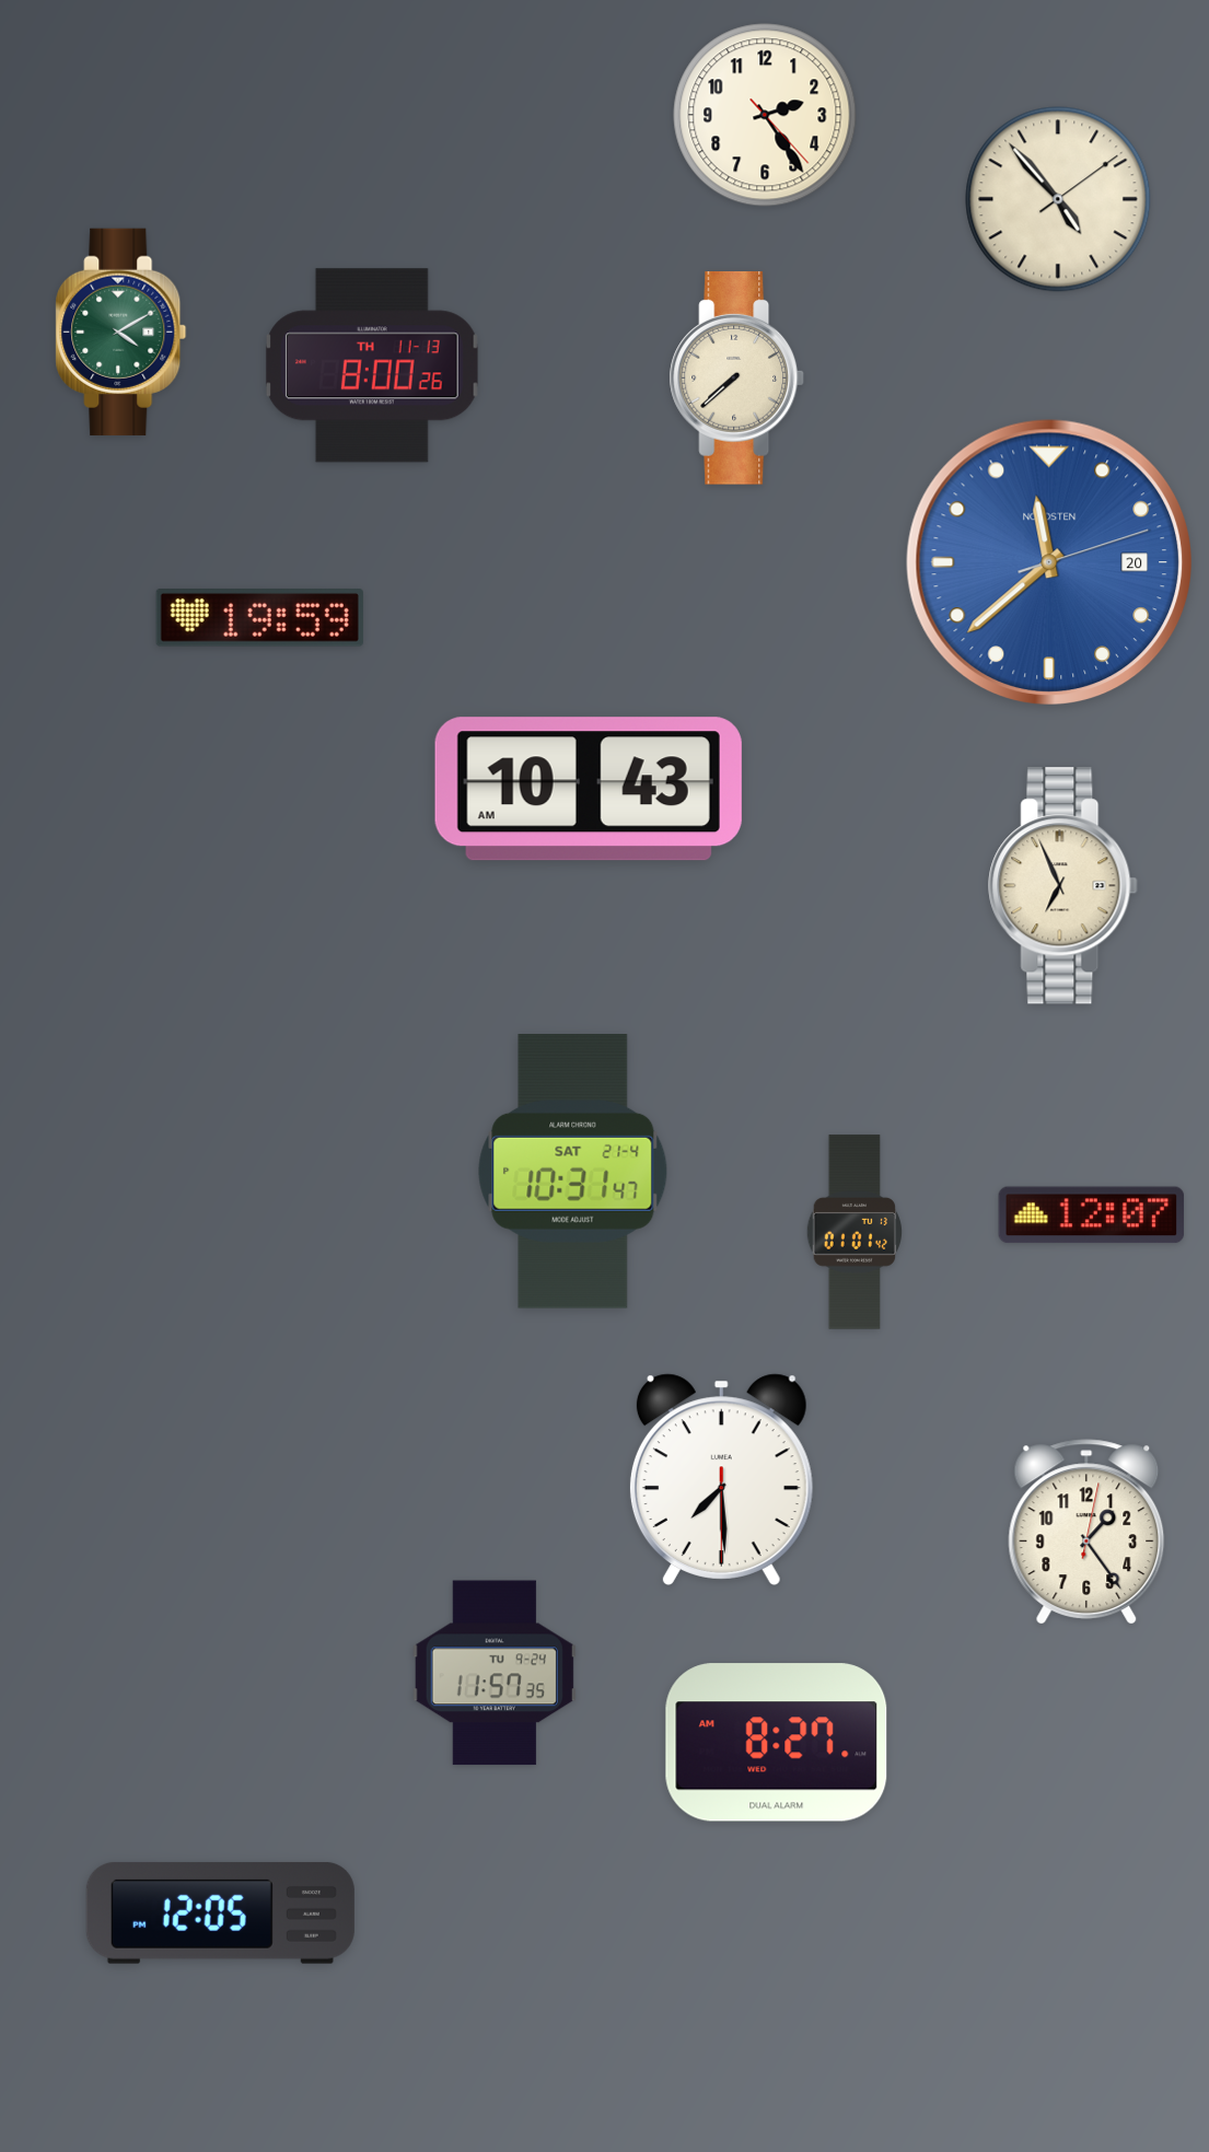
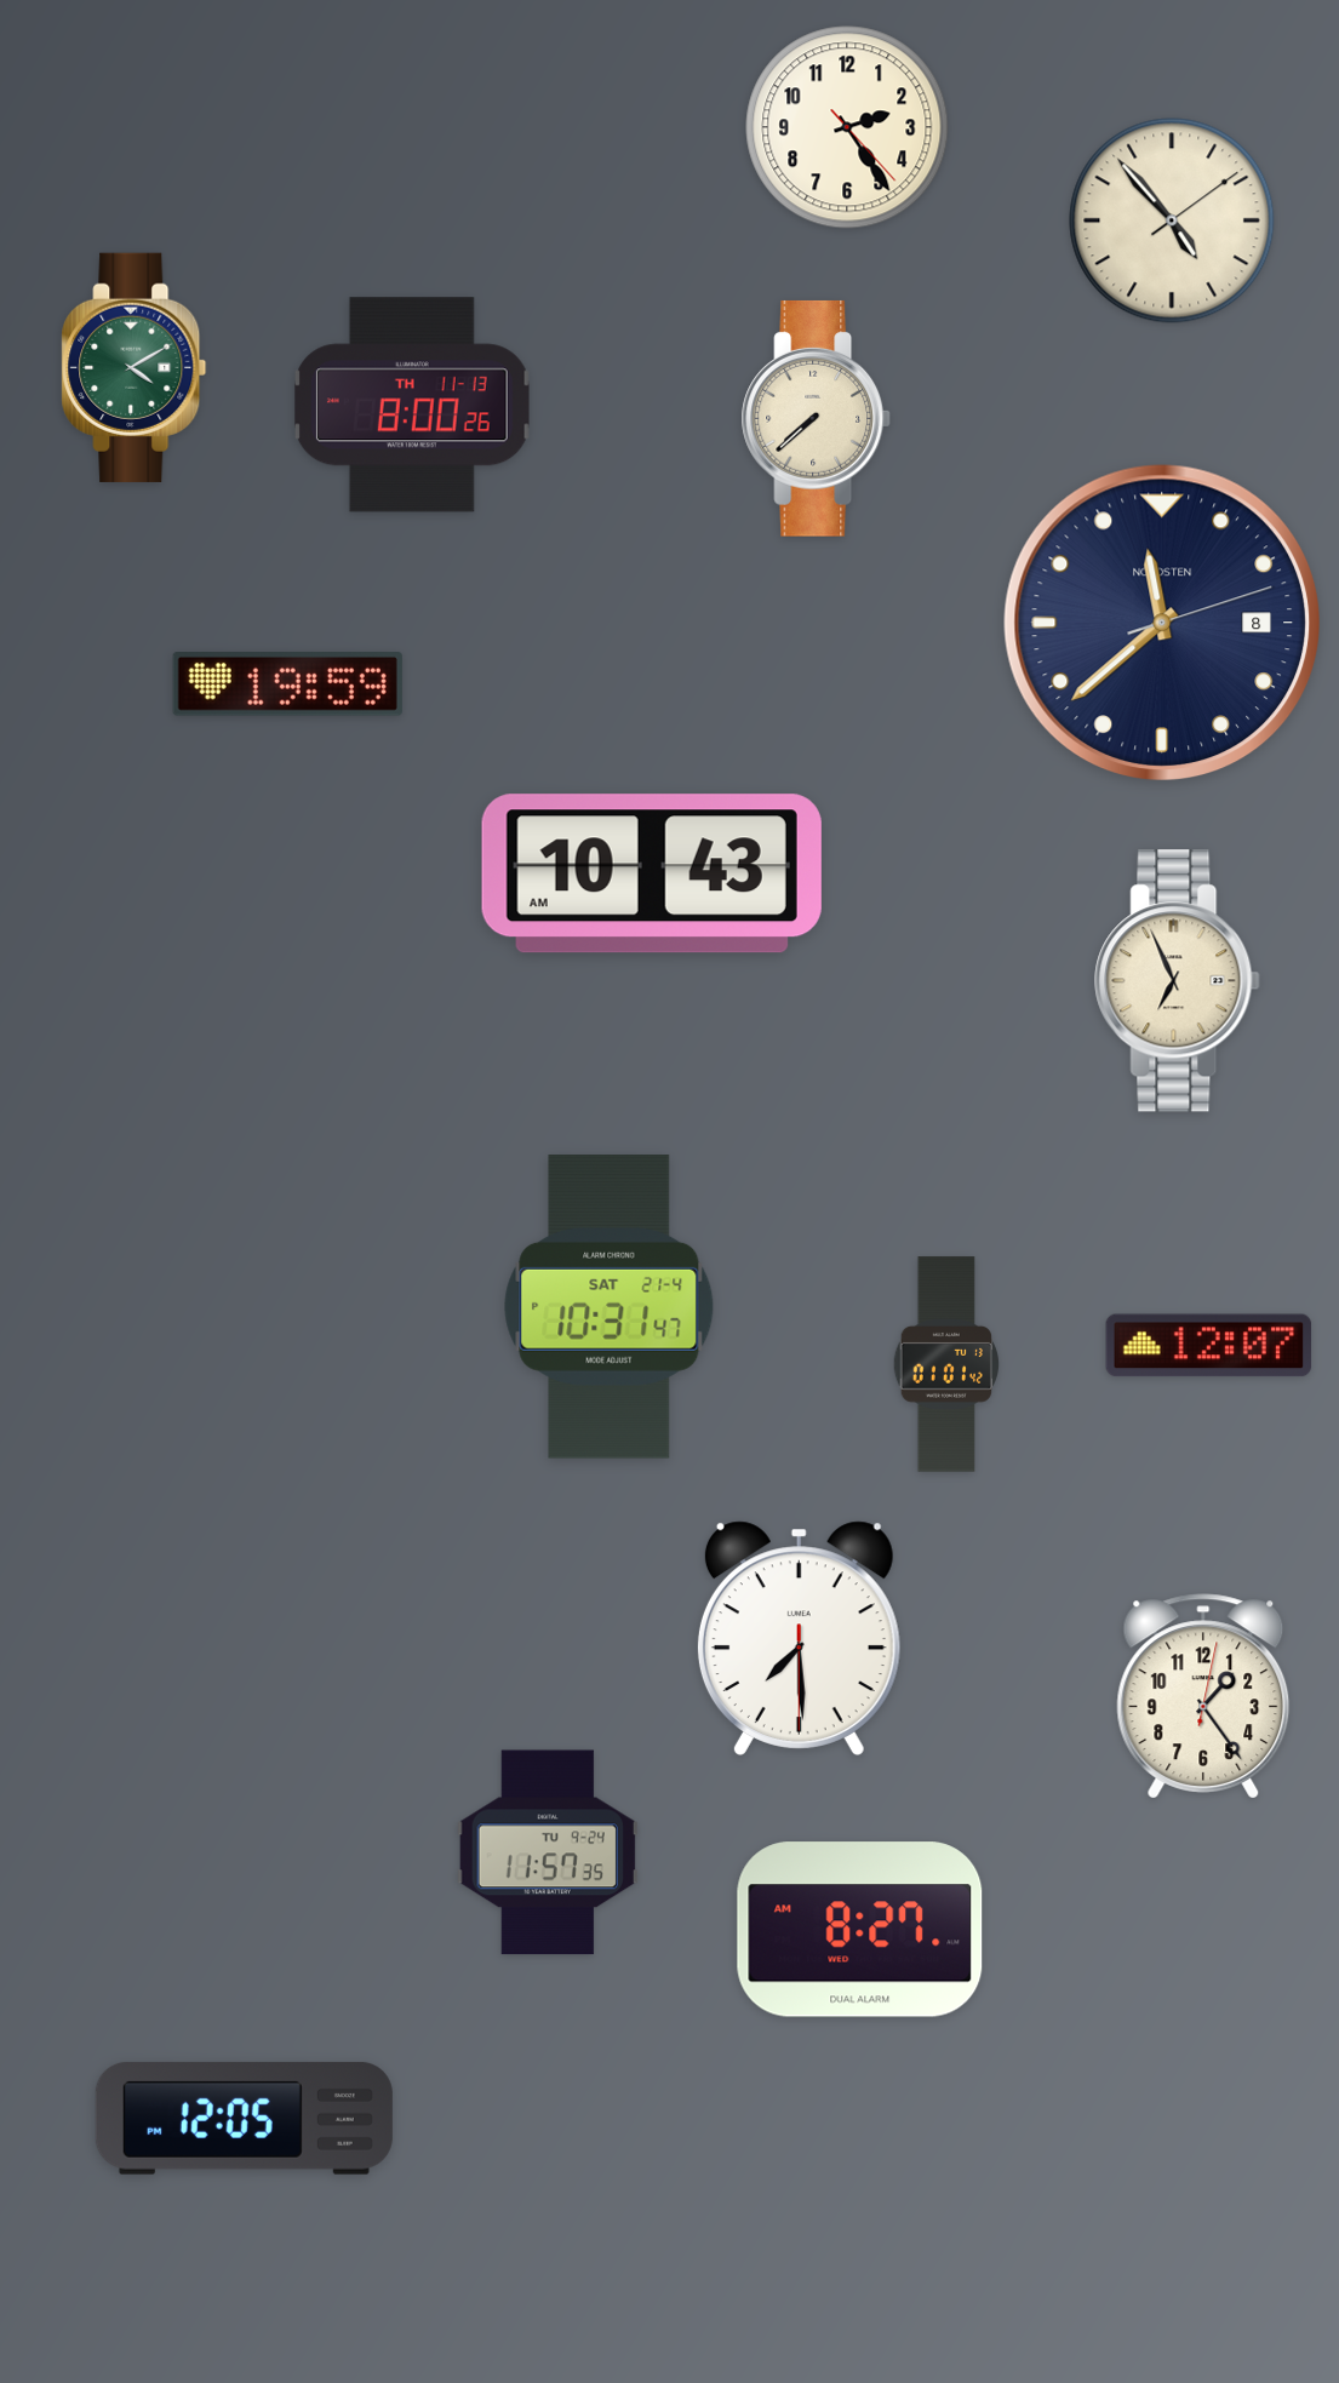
clock at (1048, 561) date: 20 -> 8
clock at (1048, 561) dial: blue -> navy
clock at (573, 1172) position: (573, 1172) -> (610, 1307)
